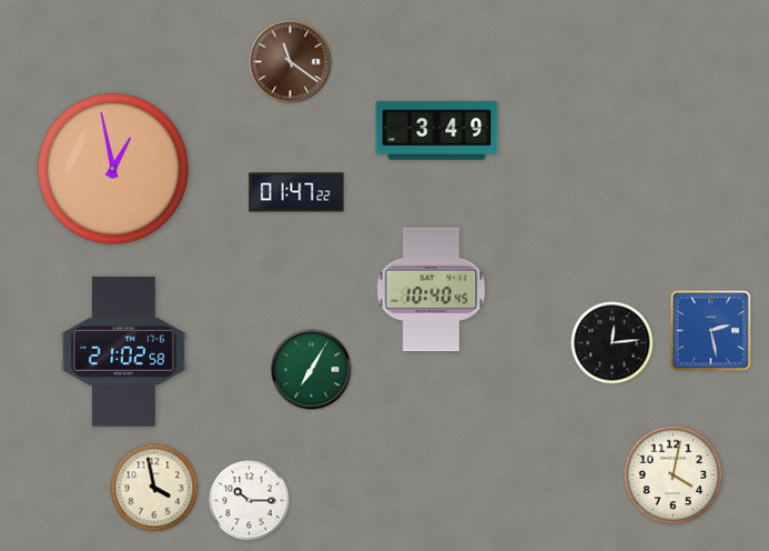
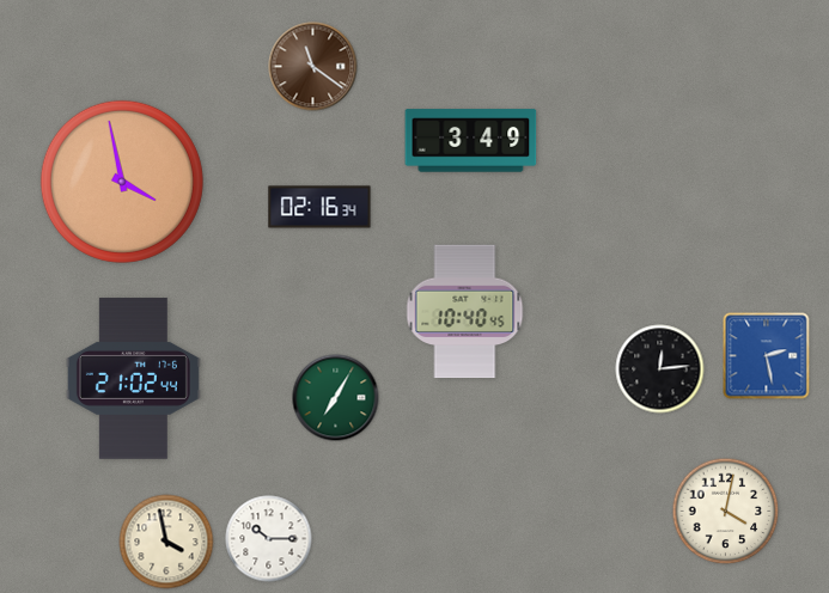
clock at (113, 169): 12:58 -> 3:58
clock at (296, 192): 01:47 -> 02:16
clock at (123, 352): 21:02:58 -> 21:02:44
clock at (154, 488) position: (154, 488) -> (166, 542)
